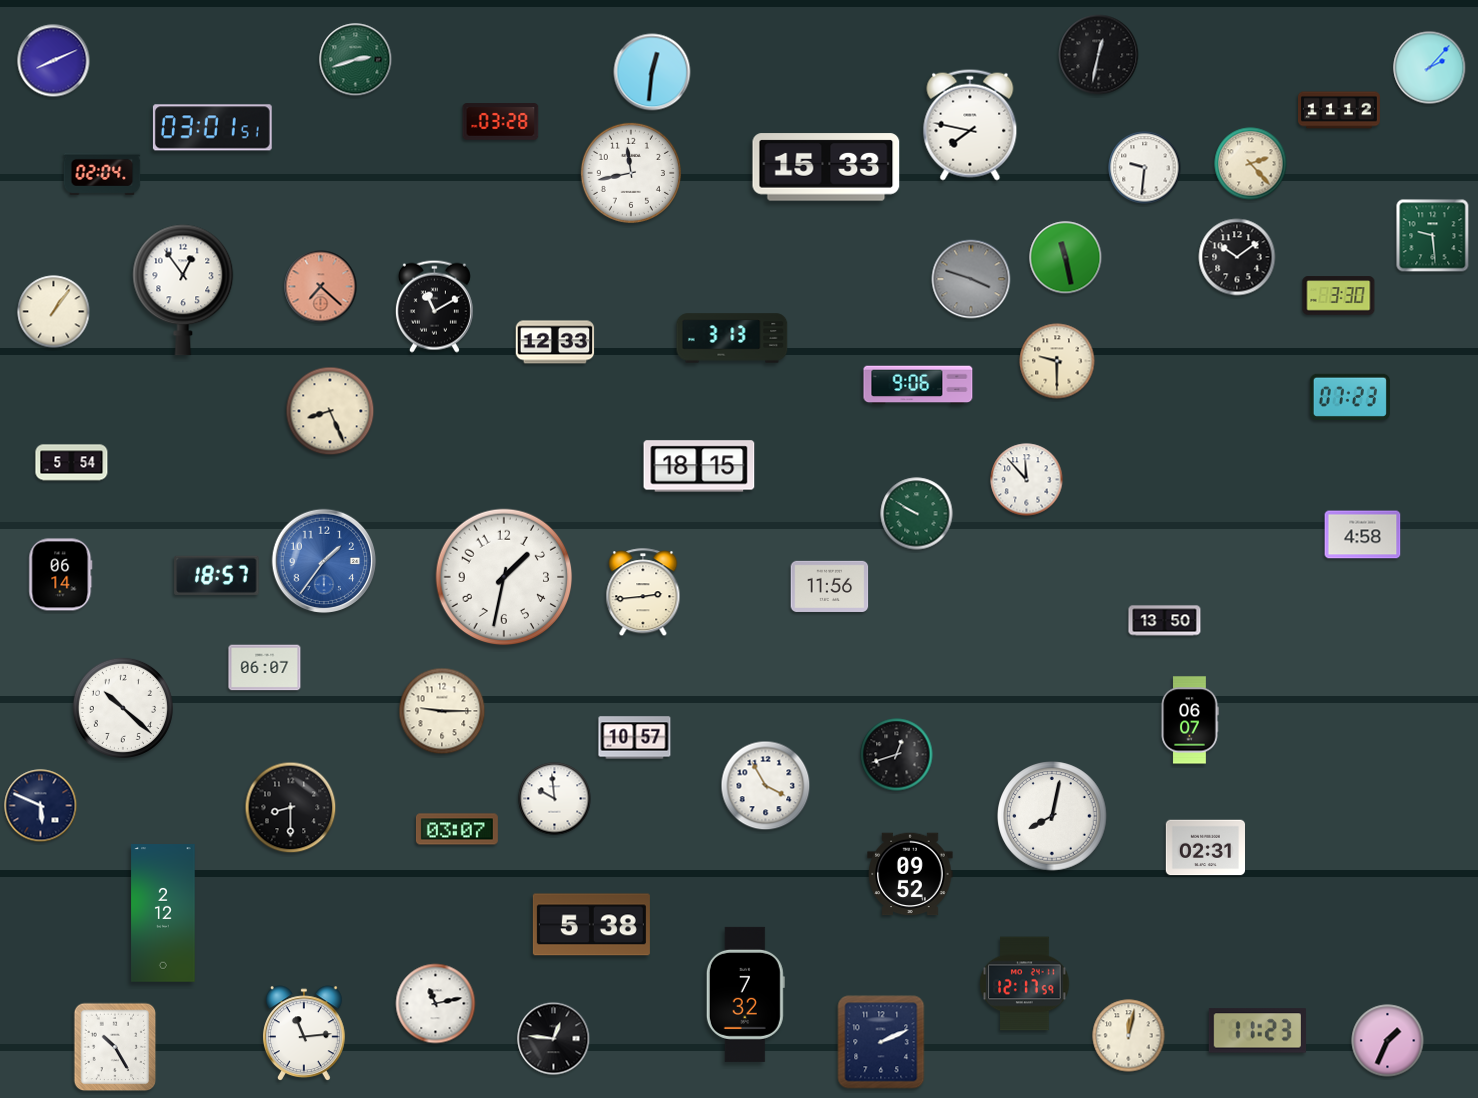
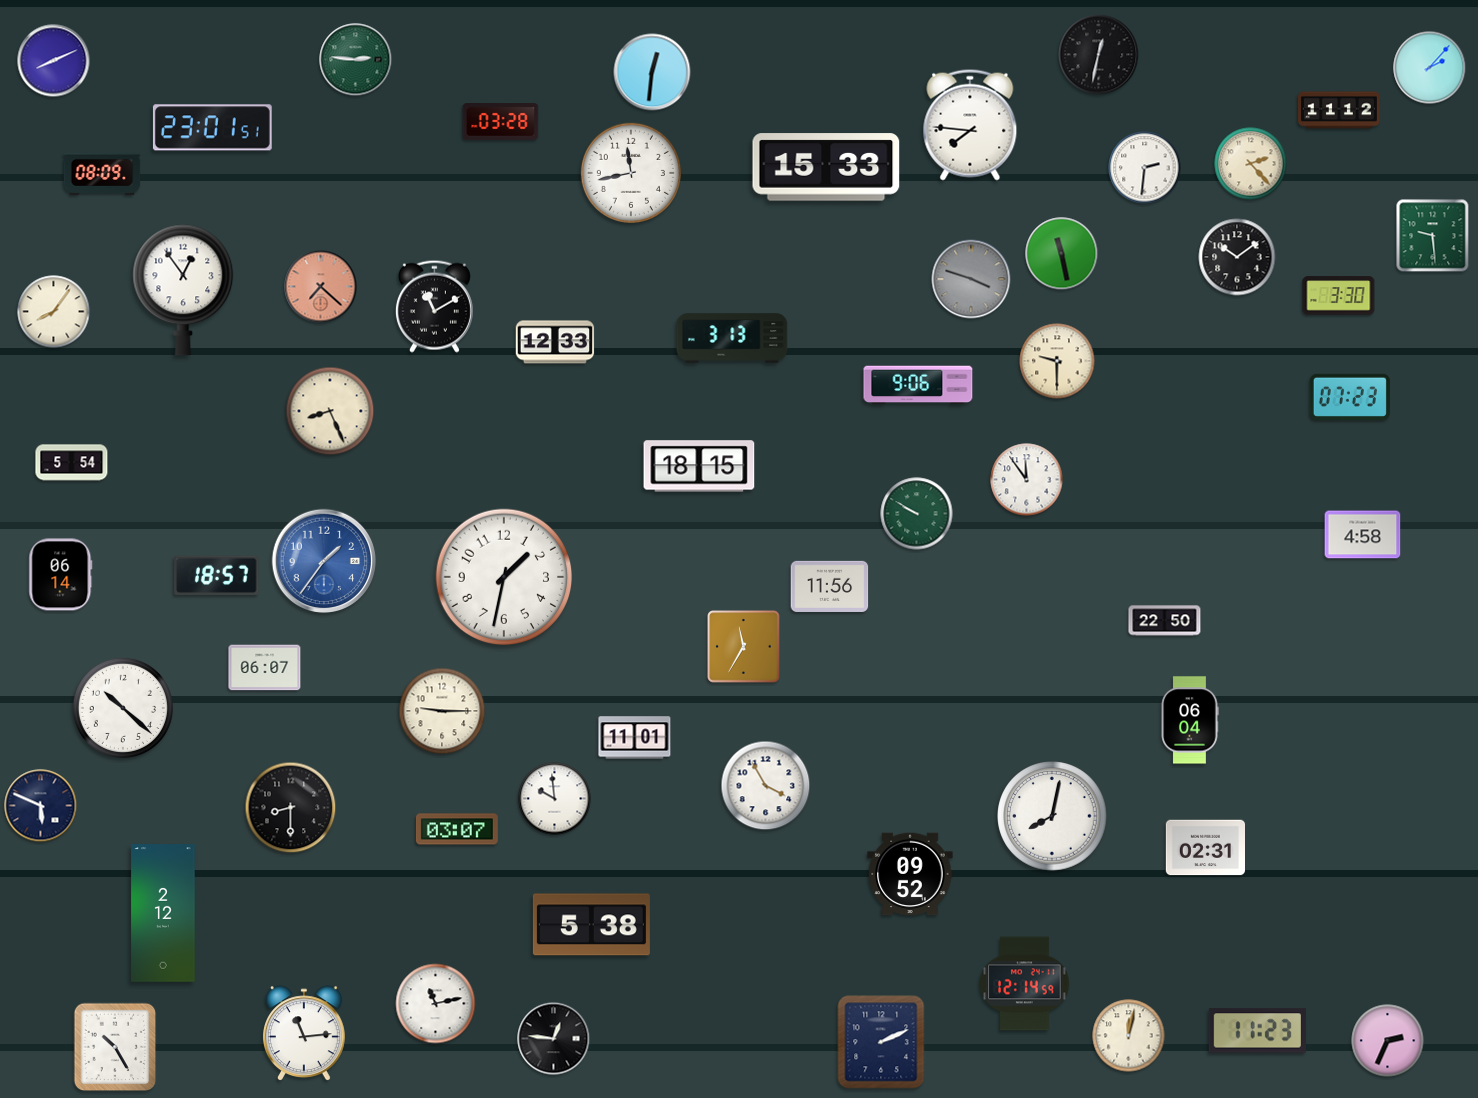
clock at (356, 60): 2:42 -> 2:46
clock at (970, 125): 7:47 -> 7:46
clock at (212, 128): 03:01 -> 23:01
clock at (1145, 168): 9:31 -> 2:31
clock at (102, 174): 02:04 -> 08:09
clock at (1066, 258) position: (1066, 258) -> (1062, 254)
clock at (54, 312): 1:06 -> 8:06
clock at (1027, 480): 11:53 -> 11:54
clock at (643, 593): 2:44 -> none
clock at (1165, 621): 13:50 -> 22:50
clock at (744, 647): none -> 11:35
clock at (1190, 720): 06:07 -> 06:04
clock at (635, 738): 10:57 -> 11:01
clock at (897, 755): 12:42 -> none
clock at (1025, 984): 12:17 -> 12:14
clock at (745, 994): 7:32 -> none
clock at (1388, 1041): 1:34 -> 2:34
